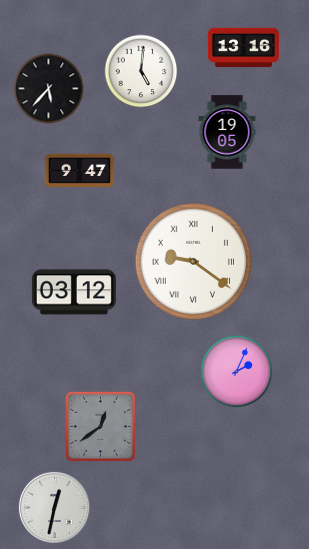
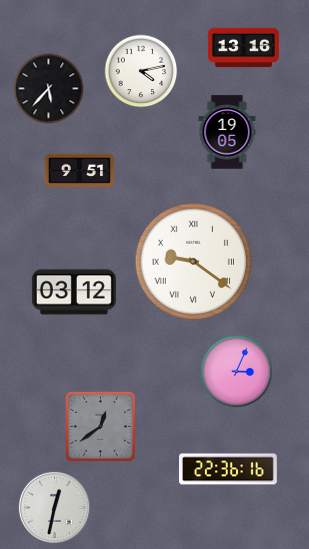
clock at (141, 71): 5:01 -> 4:13
clock at (80, 171): 9:47 -> 9:51
clock at (237, 372): 2:04 -> 3:04
clock at (229, 469): none -> 22:36
